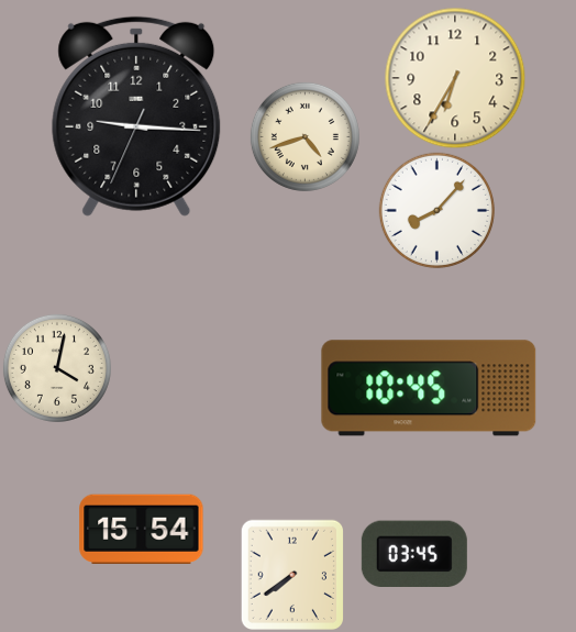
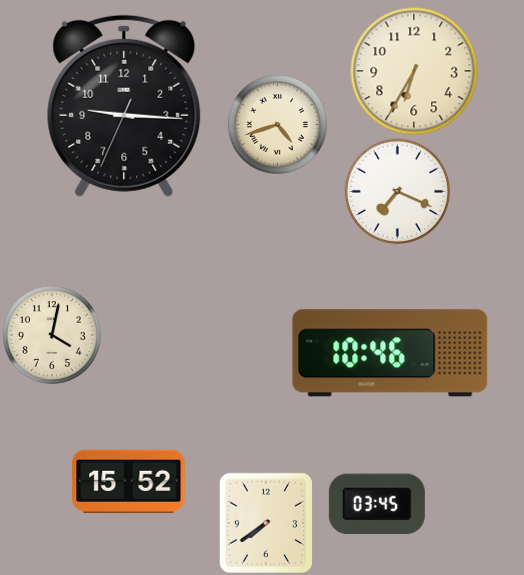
clock at (436, 210): 8:07 -> 7:19
clock at (429, 388): 10:45 -> 10:46
clock at (142, 529): 15:54 -> 15:52
